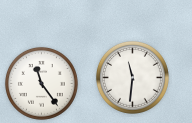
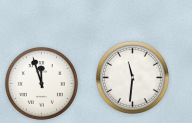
clock at (41, 83): 11:24 -> 11:57
